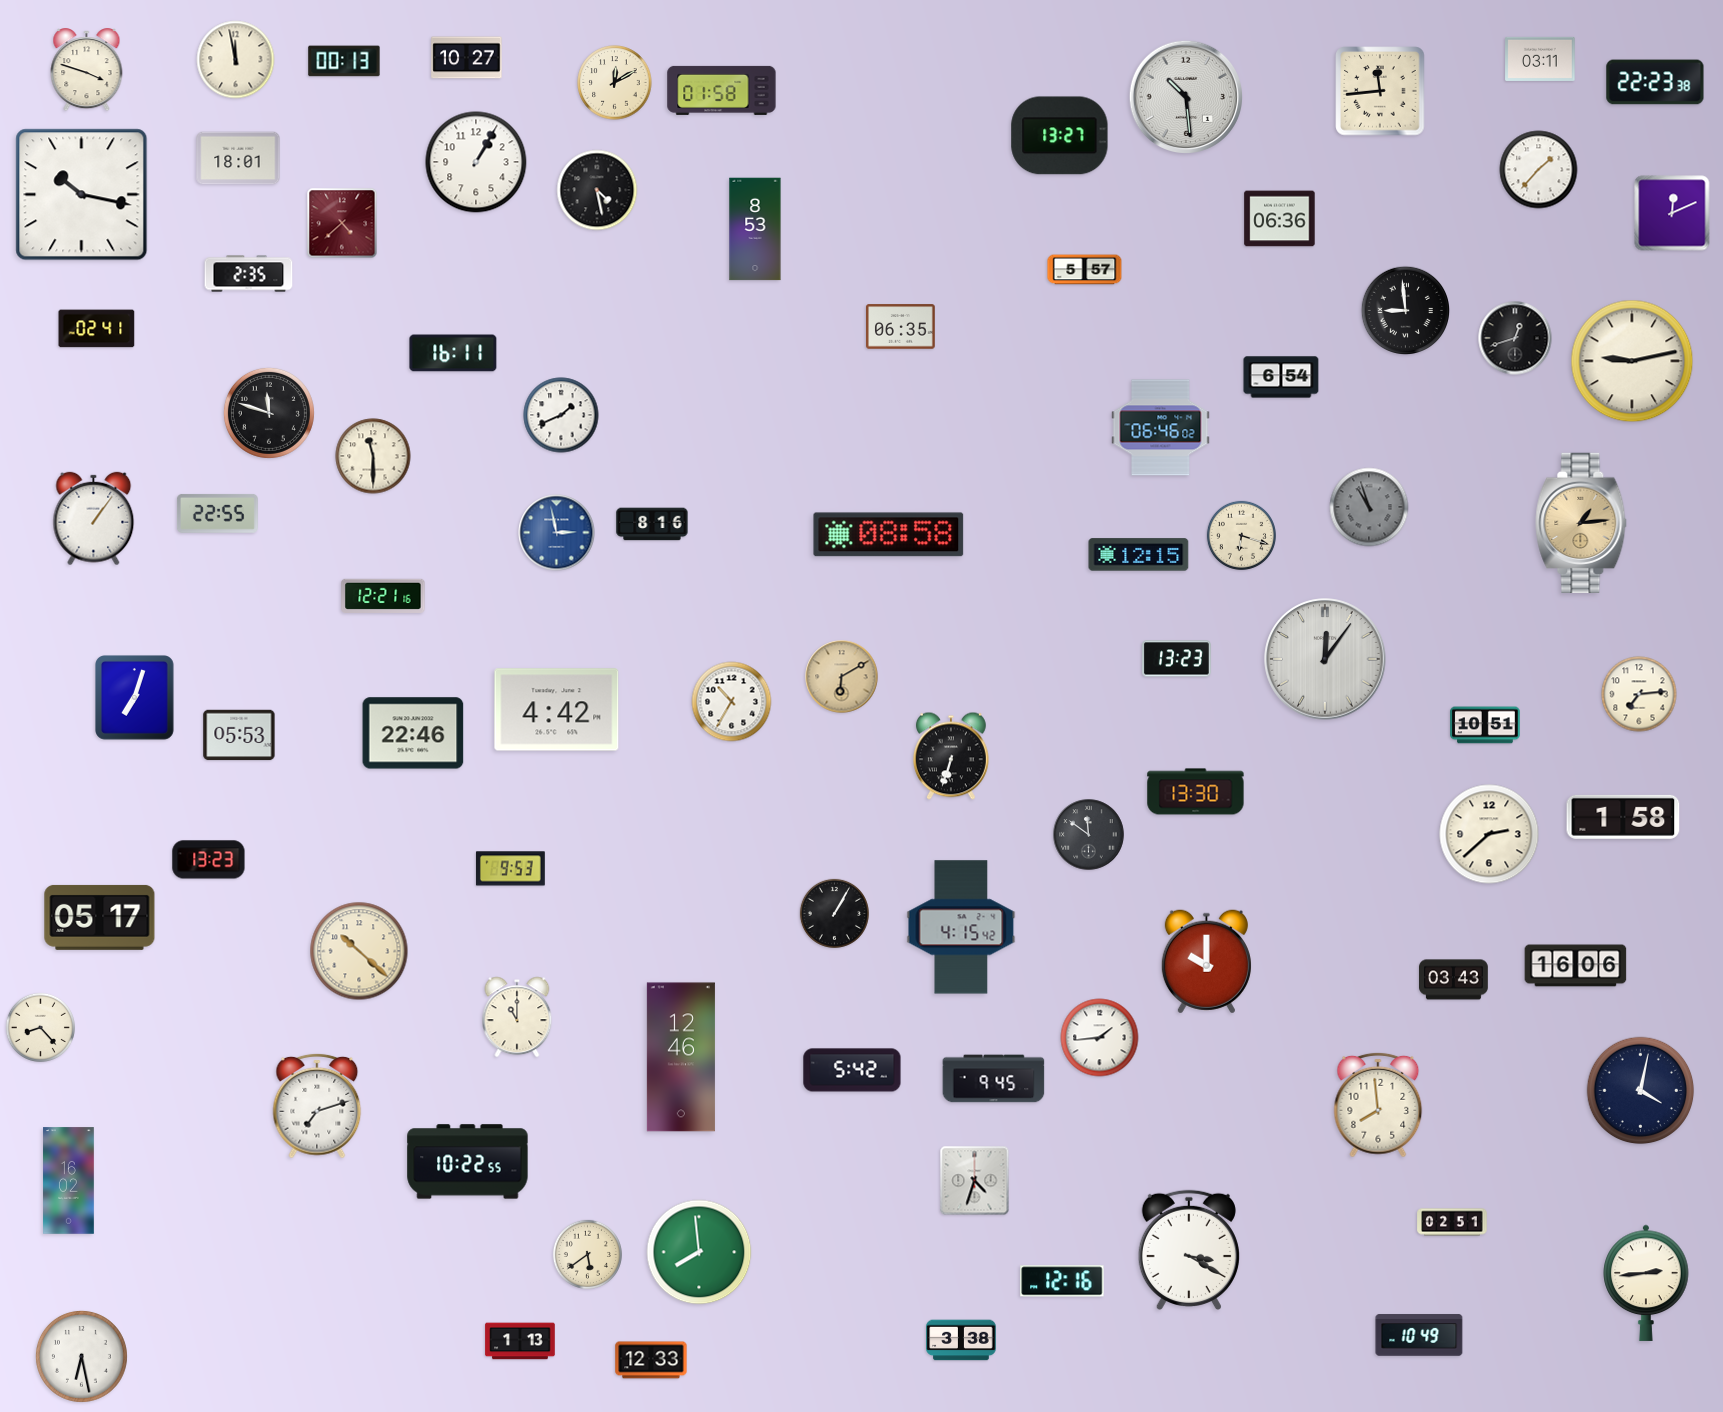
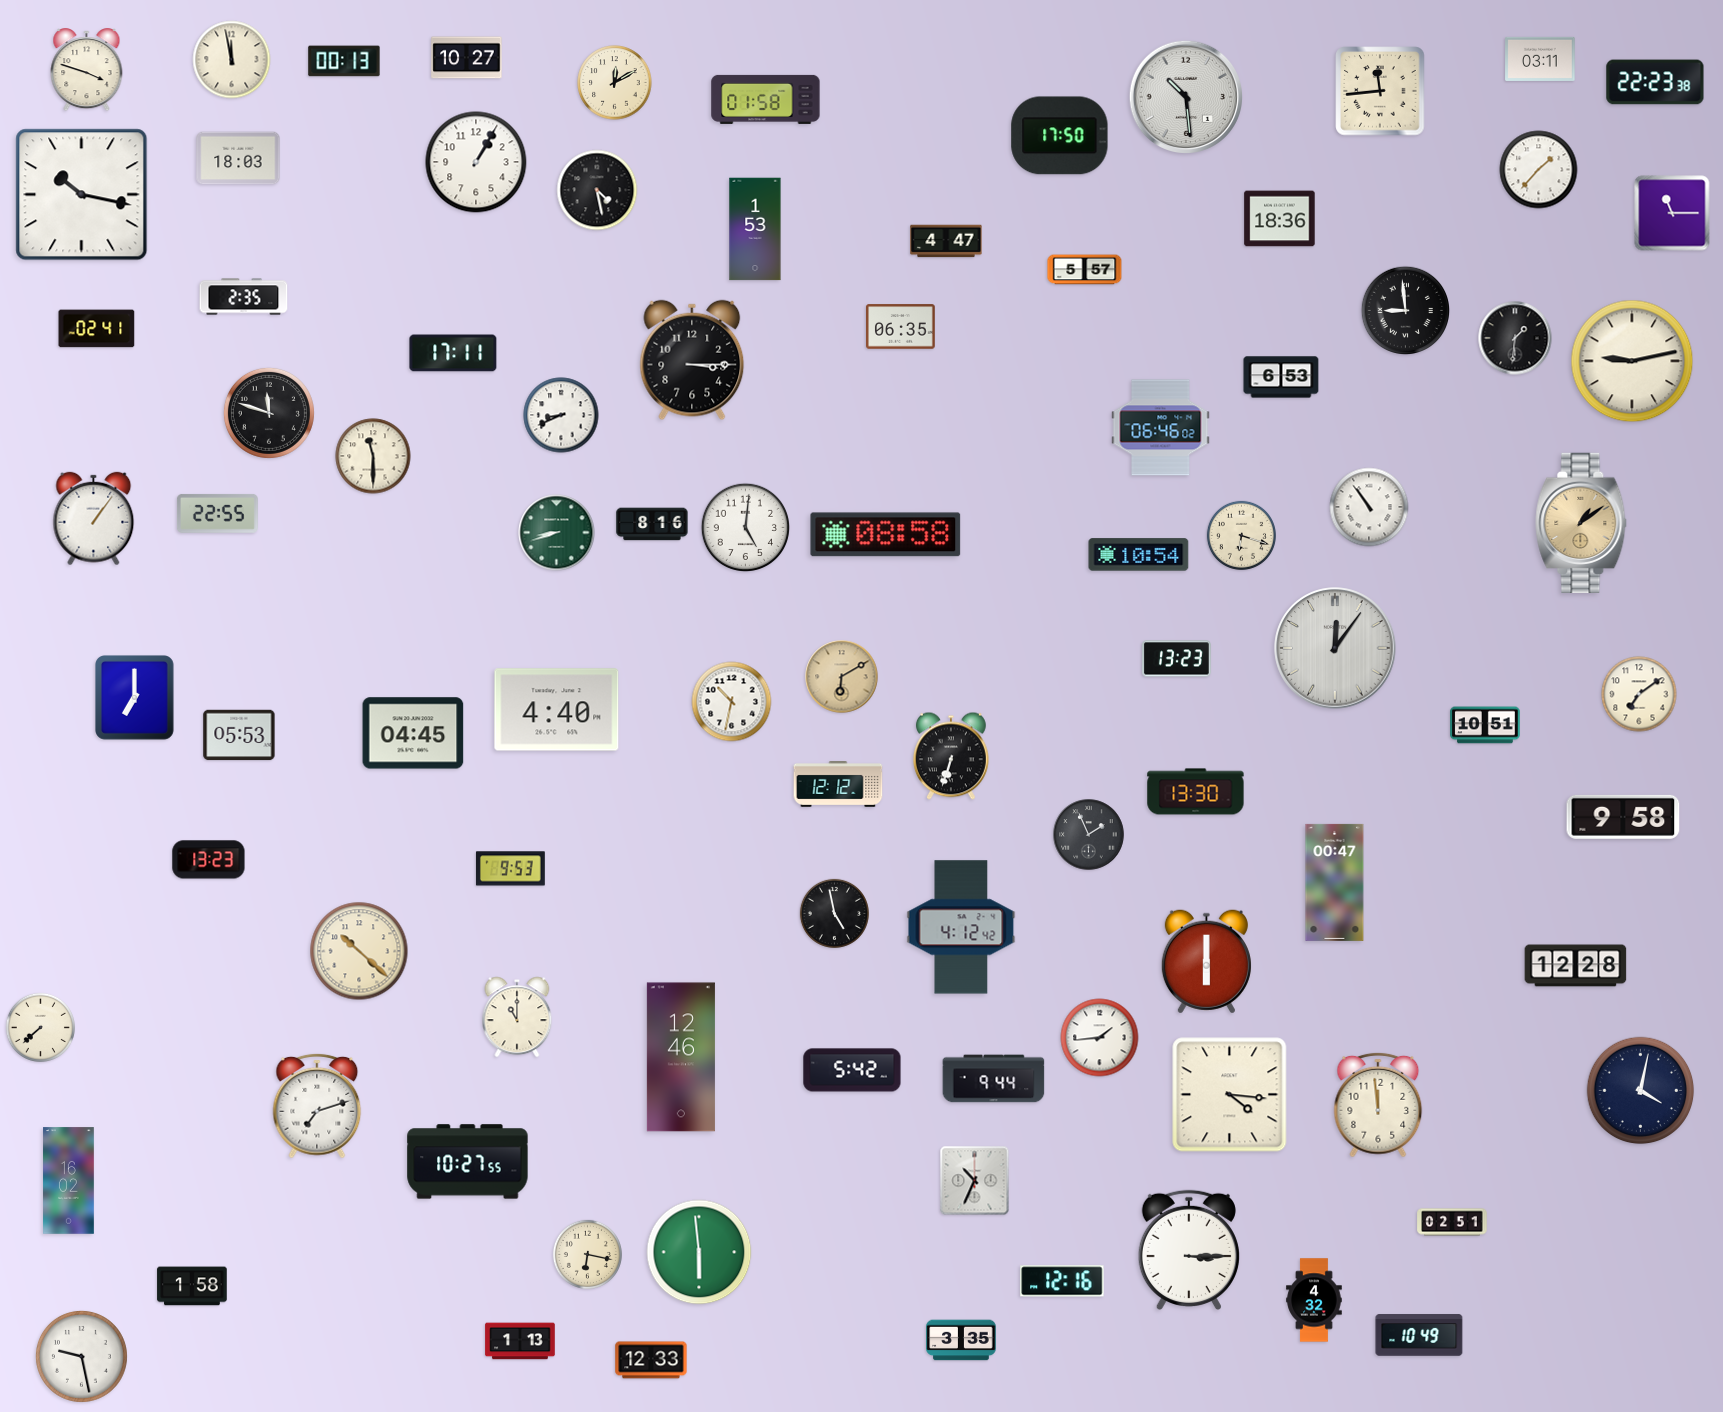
clock at (236, 60) position: (236, 60) -> (232, 60)
clock at (722, 90) position: (722, 90) -> (766, 99)
clock at (1060, 136): 13:27 -> 17:50
clock at (238, 158): 18:01 -> 18:03
clock at (1672, 213): 12:11 -> 11:15
clock at (1280, 219): 06:36 -> 18:36
clock at (342, 223): 4:38 -> none
clock at (755, 229): 8:53 -> 1:53
clock at (946, 241): none -> 4:47
clock at (249, 274) position: (249, 274) -> (244, 297)
clock at (1515, 338): 12:42 -> 1:31
clock at (453, 353): 16:11 -> 17:11
clock at (692, 360): none -> 3:15
clock at (1281, 377): 6:54 -> 6:53
clock at (561, 415): 1:41 -> 8:41
clock at (1369, 507): 10:57 -> 10:54
clock at (1369, 507) dial: grey -> white
clock at (1581, 523): 1:14 -> 1:09
clock at (745, 527): none -> 5:01
clock at (557, 533): 2:58 -> 8:42
clock at (557, 533) dial: blue -> green
clock at (889, 535) position: (889, 535) -> (886, 535)
clock at (1139, 555): 12:15 -> 10:54
clock at (383, 595): 12:21 -> none
clock at (1325, 659) position: (1325, 659) -> (1335, 648)
clock at (1639, 694): 7:14 -> 7:09
clock at (135, 698): 7:03 -> 7:00
clock at (732, 702): 10:35 -> 10:32
clock at (557, 710): 4:42 -> 4:40
clock at (413, 733): 22:46 -> 04:45
clock at (838, 785): none -> 12:12
clock at (1623, 817): 1:58 -> 9:58
clock at (1489, 834): 2:38 -> none
clock at (1089, 835): 11:51 -> 1:56
clock at (1335, 882): none -> 00:47
clock at (834, 913): 1:05 -> 4:58
clock at (100, 917): 05:17 -> none
clock at (961, 927): 4:15 -> 4:12
clock at (1206, 962): 10:00 -> 6:00
clock at (1576, 966): 16:06 -> 12:28
clock at (1454, 980): 03:43 -> none
clock at (40, 1027): 8:23 -> 7:38
clock at (994, 1079): 9:45 -> 9:44
clock at (1230, 1095): none -> 4:16
clock at (1378, 1105): 7:59 -> 11:59
clock at (468, 1162): 10:22 -> 10:27
clock at (975, 1181): 4:33 -> 10:34
clock at (1189, 1249): 3:20 -> 3:15
clock at (699, 1252): 7:59 -> 5:59
clock at (587, 1254): 5:39 -> 6:17
clock at (1646, 1283): 2:44 -> none
clock at (192, 1286): none -> 1:58
clock at (1314, 1300): none -> 4:32
clock at (961, 1340): 3:38 -> 3:35
clock at (81, 1356): 6:28 -> 9:28
